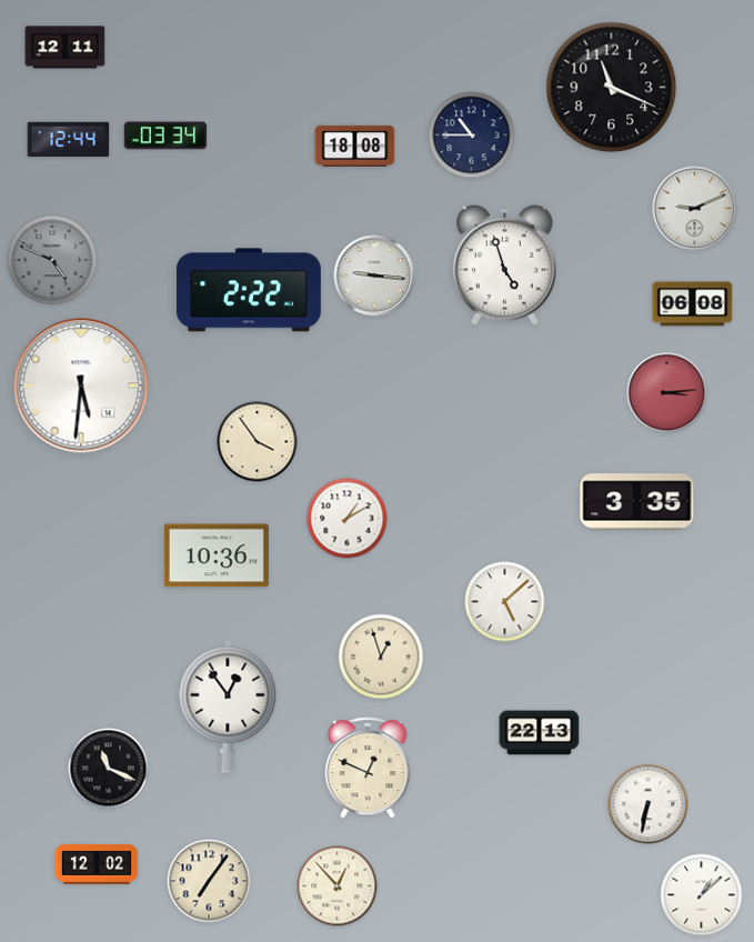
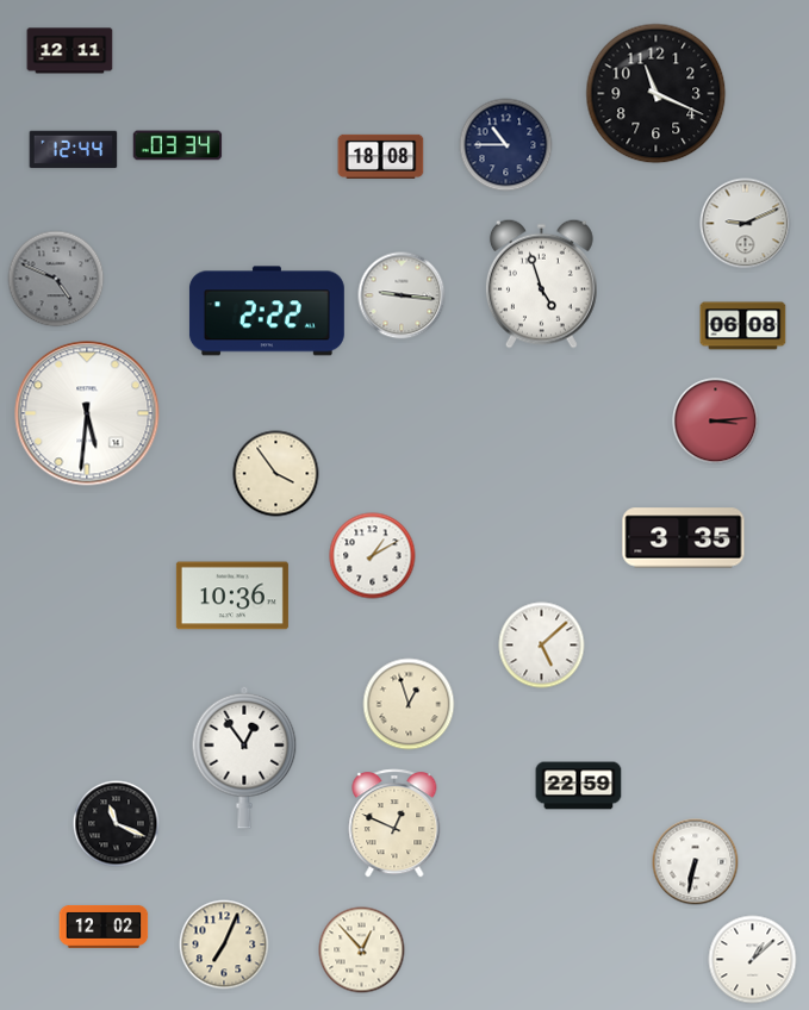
clock at (540, 733): 22:13 -> 22:59
clock at (209, 881): 7:06 -> 7:04
